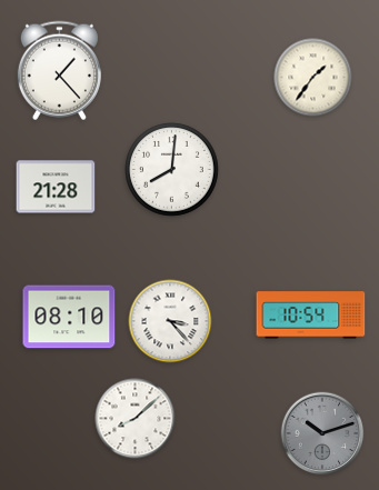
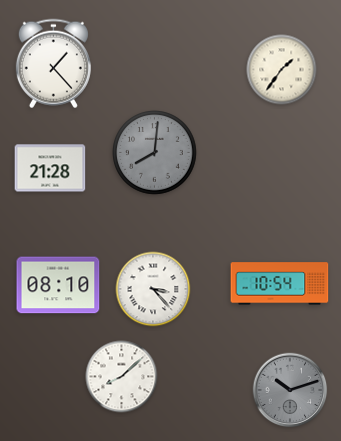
clock at (172, 170) dial: white -> grey
clock at (69, 317) position: (69, 317) -> (58, 285)
